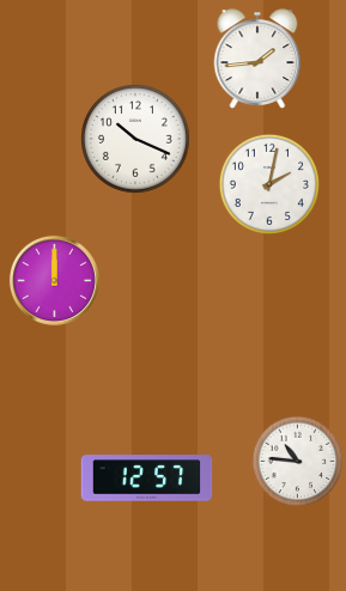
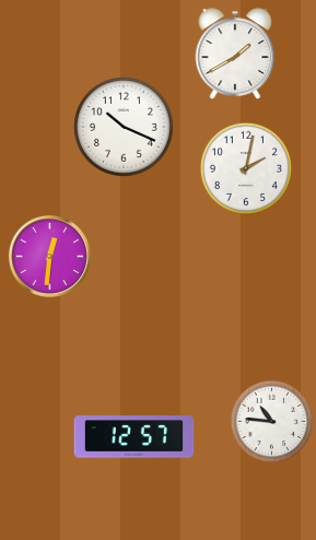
clock at (257, 59): 1:44 -> 1:40
clock at (54, 280): 12:00 -> 12:31
